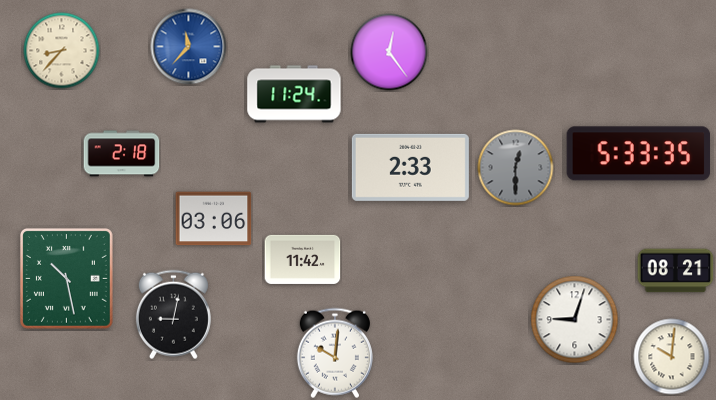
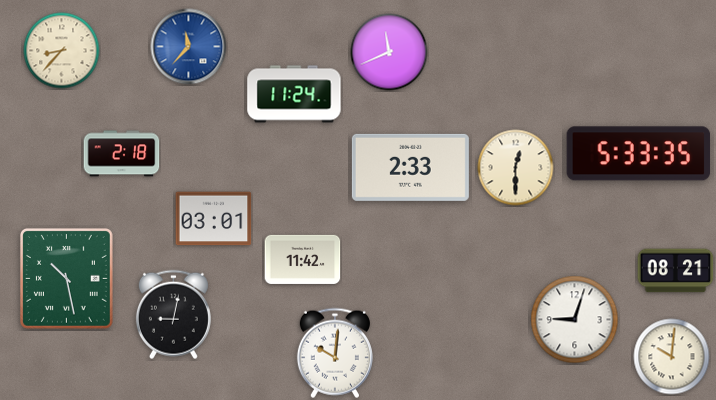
clock at (389, 52): 12:24 -> 11:41
clock at (516, 168) dial: grey -> cream
clock at (214, 219): 03:06 -> 03:01
